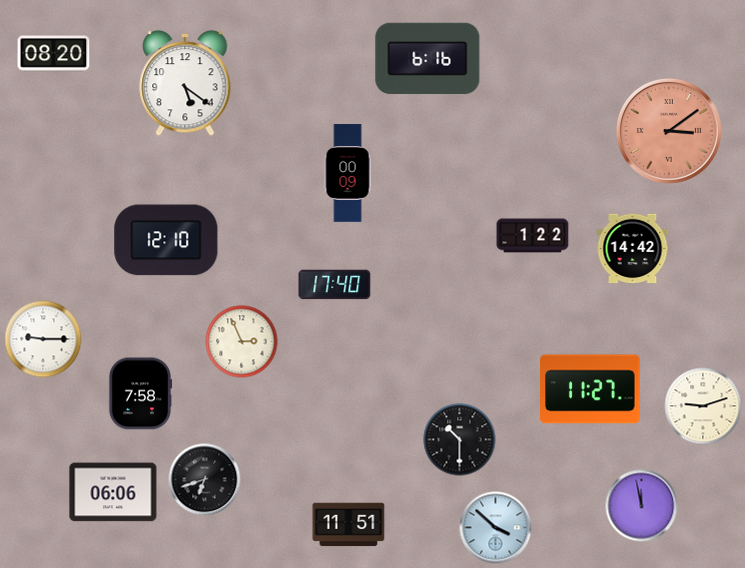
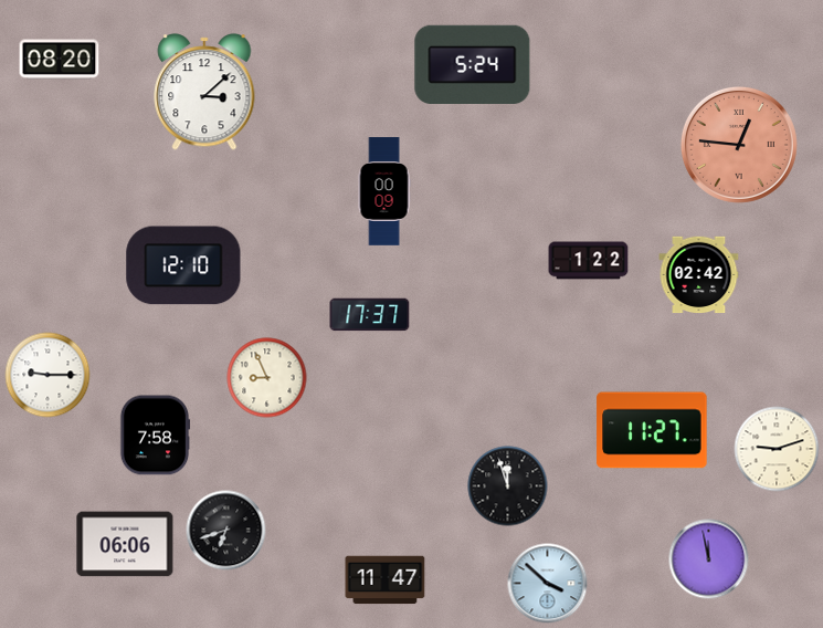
clock at (428, 58): 6:16 -> 5:24
clock at (185, 83): 5:21 -> 3:08
clock at (669, 131): 3:09 -> 12:46
clock at (633, 249): 14:42 -> 02:42
clock at (335, 285): 17:40 -> 17:37
clock at (242, 342): 2:56 -> 8:56
clock at (460, 440): 10:30 -> 11:57
clock at (349, 525): 11:51 -> 11:47
